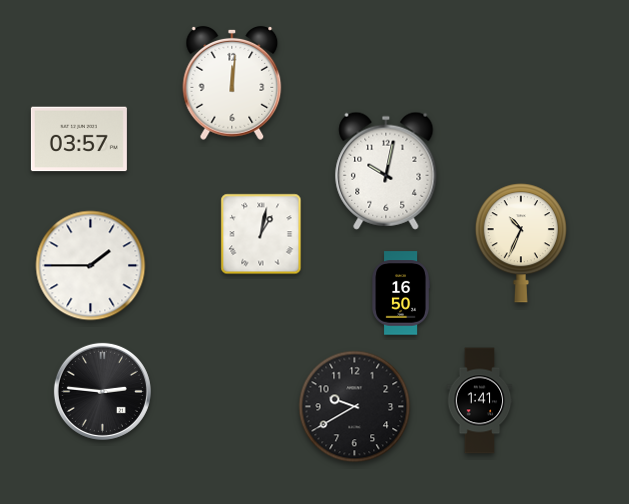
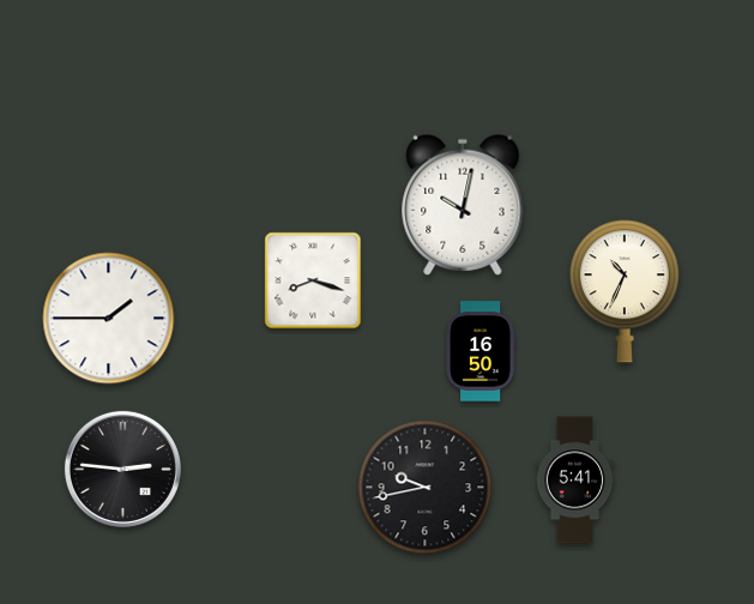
clock at (232, 83): 12:01 -> none
clock at (79, 139): 03:57 -> none
clock at (261, 234): 1:02 -> 8:18
clock at (480, 401): 1:41 -> 5:41
clock at (355, 407): 9:40 -> 9:43
